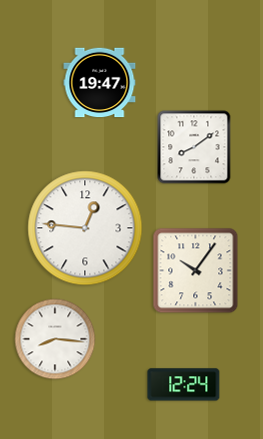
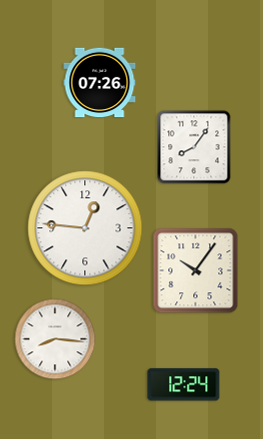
clock at (100, 83): 19:47 -> 07:26
clock at (194, 147): 8:09 -> 8:06
